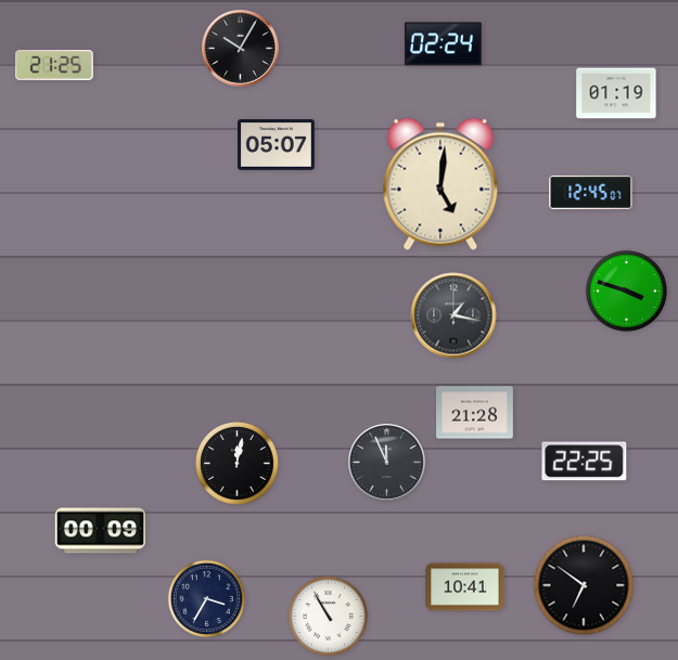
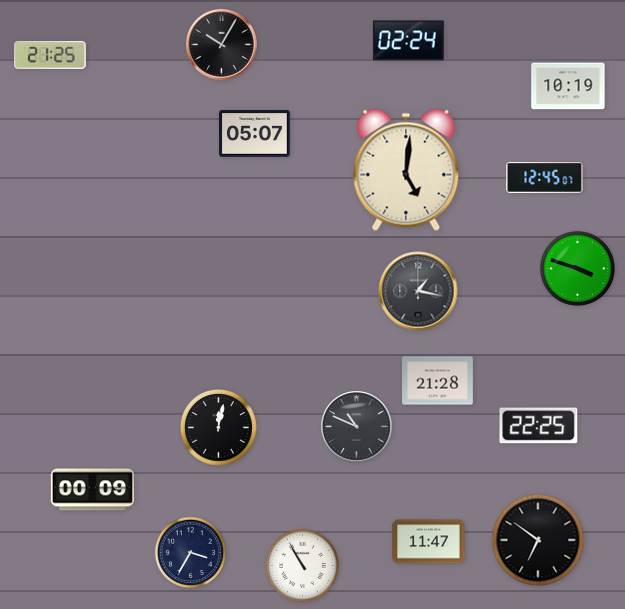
clock at (54, 65) position: (54, 65) -> (50, 55)
clock at (616, 93): 01:19 -> 10:19
clock at (387, 463): 11:56 -> 10:49
clock at (465, 587): 10:41 -> 11:47
clock at (328, 616) position: (328, 616) -> (302, 565)
